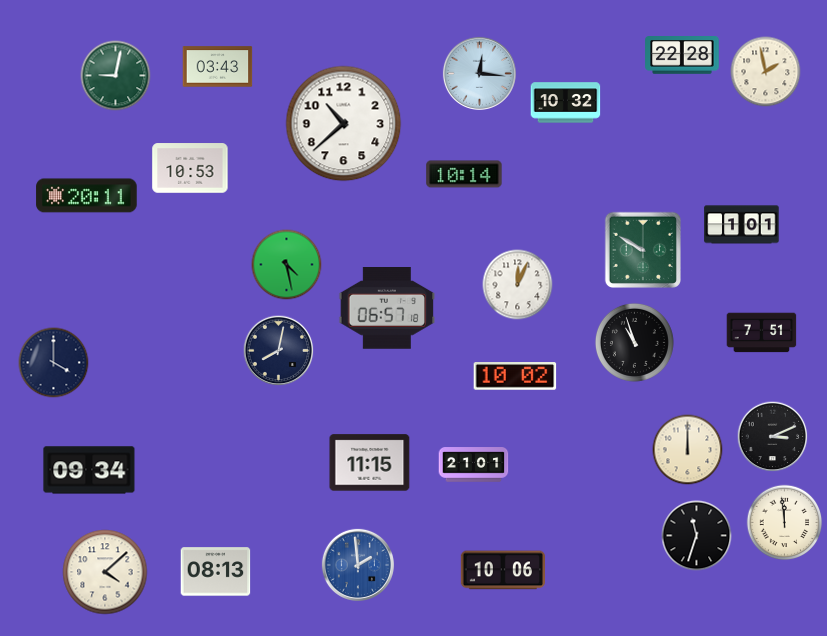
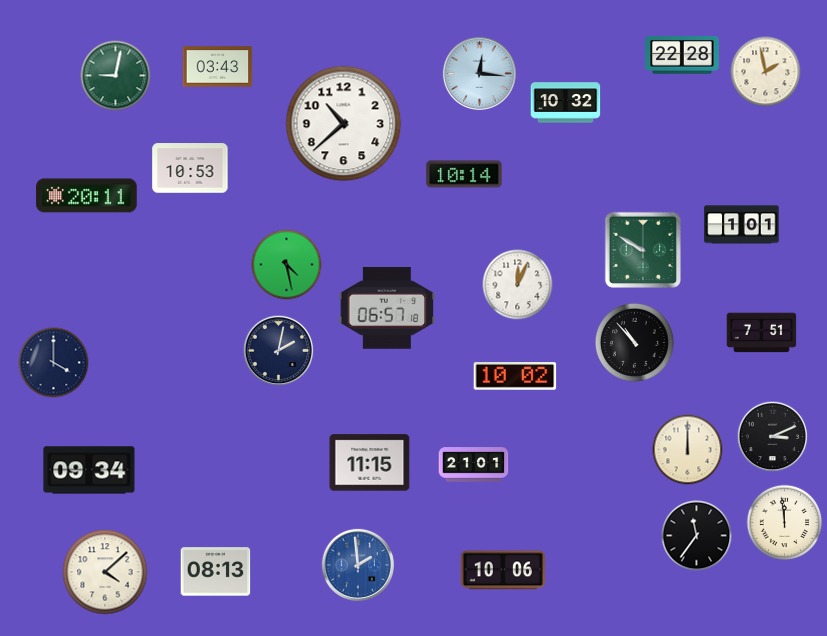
clock at (634, 342): 10:57 -> 10:53
clock at (279, 351): 8:02 -> 2:02
clock at (697, 536): 11:33 -> 11:36
